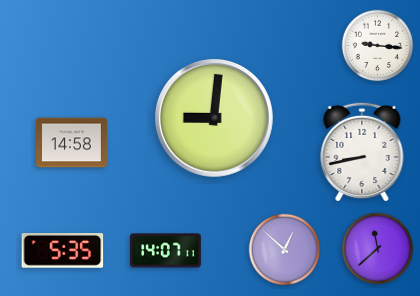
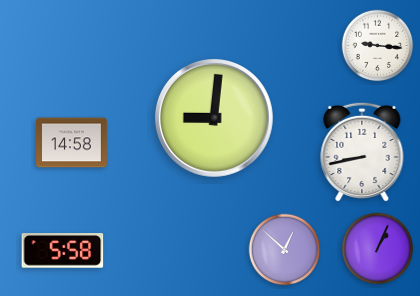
clock at (378, 249): 11:38 -> 1:04
clock at (63, 251): 5:35 -> 5:58
clock at (165, 251): 14:07 -> none
